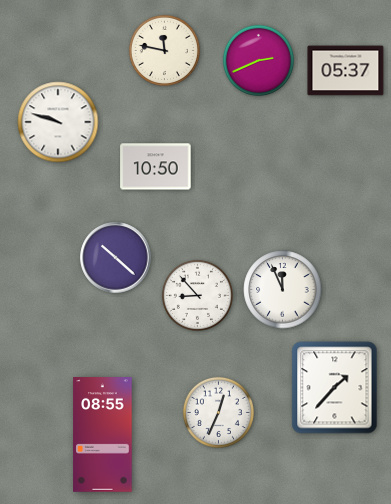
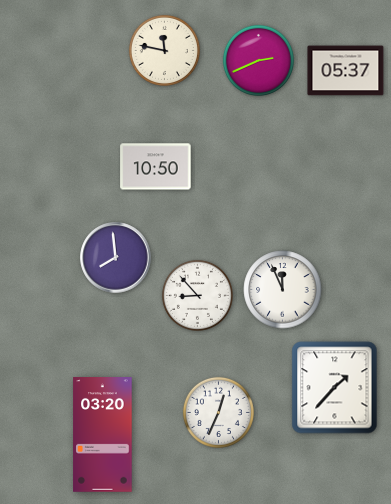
clock at (58, 122): 9:48 -> none
clock at (116, 258): 10:22 -> 7:59
clock at (103, 435): 08:55 -> 03:20
